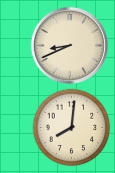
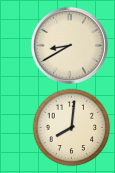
clock at (69, 45): 8:41 -> 8:40
